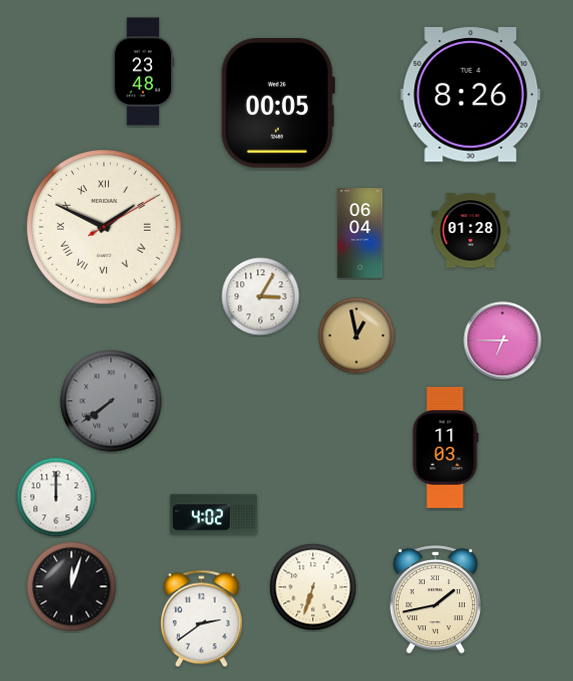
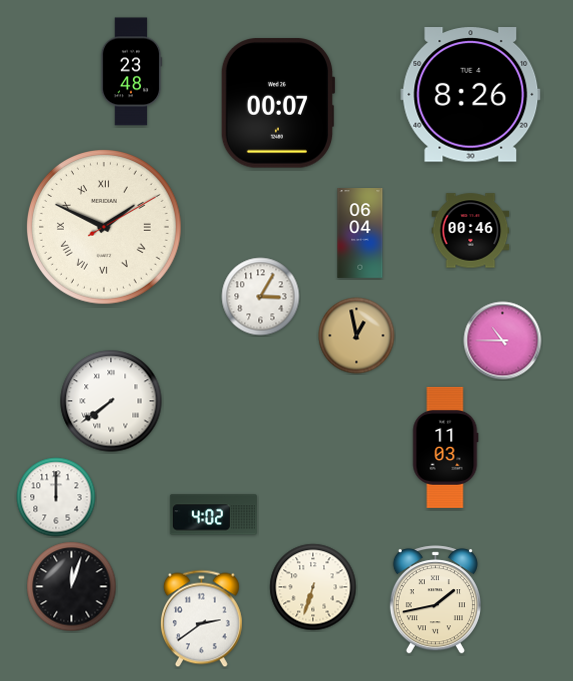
clock at (143, 72) position: (143, 72) -> (131, 72)
clock at (278, 103): 00:05 -> 00:07
clock at (471, 231): 01:28 -> 00:46
clock at (503, 341): 6:45 -> 10:45
clock at (111, 401) dial: grey -> white
